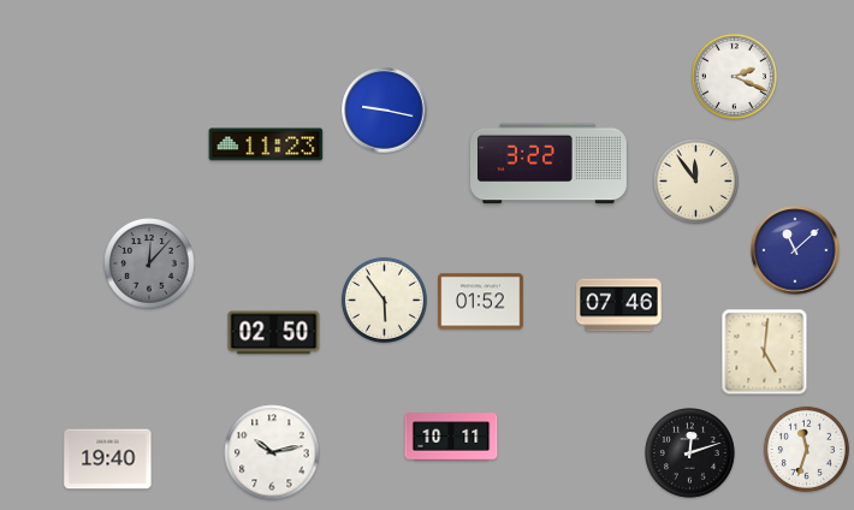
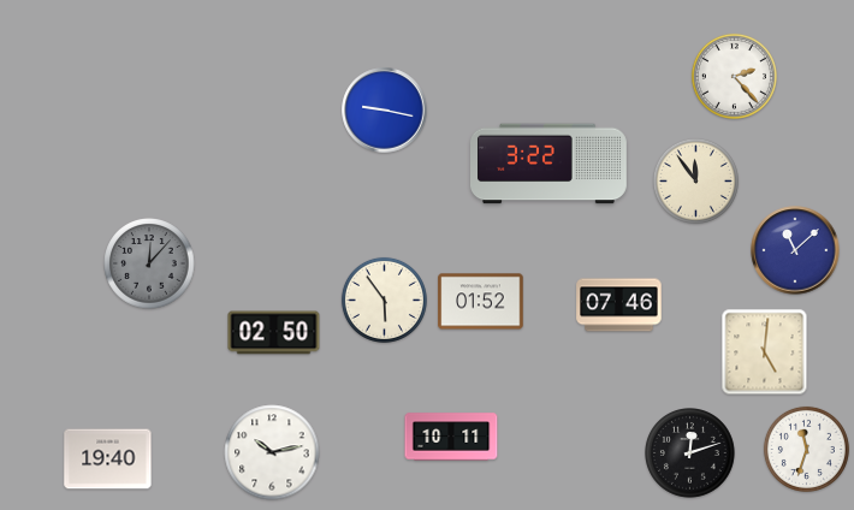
clock at (734, 76): 2:19 -> 2:23
clock at (266, 144): 11:23 -> none
